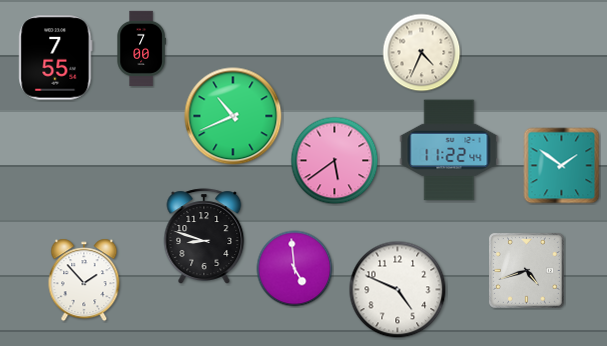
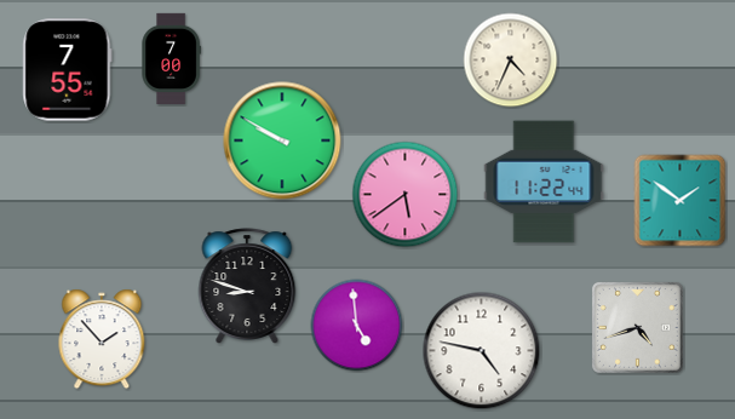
clock at (422, 53) position: (422, 53) -> (511, 61)
clock at (233, 116): 10:41 -> 9:50
clock at (398, 290): 4:49 -> 4:47
